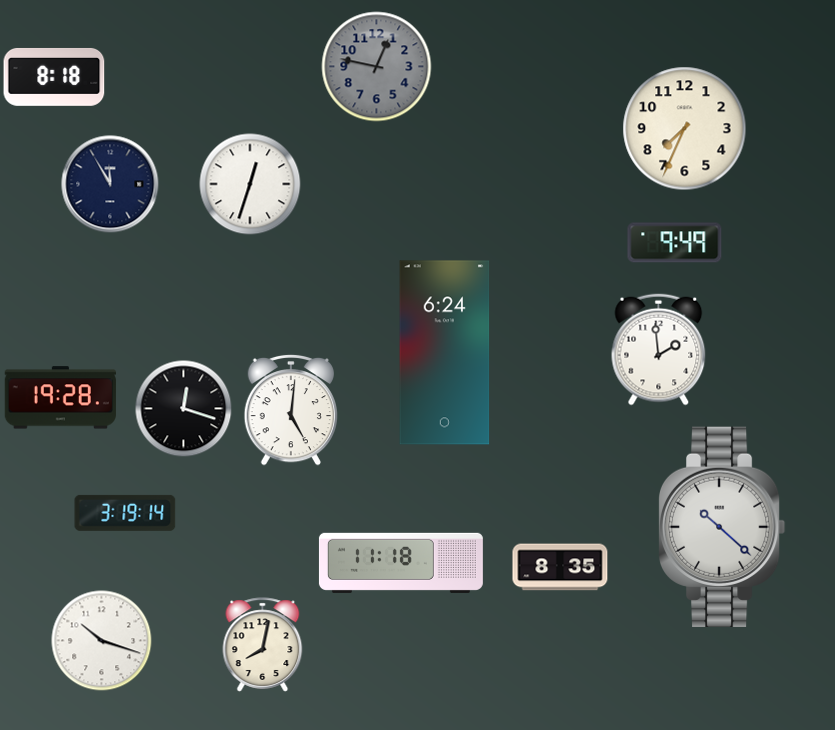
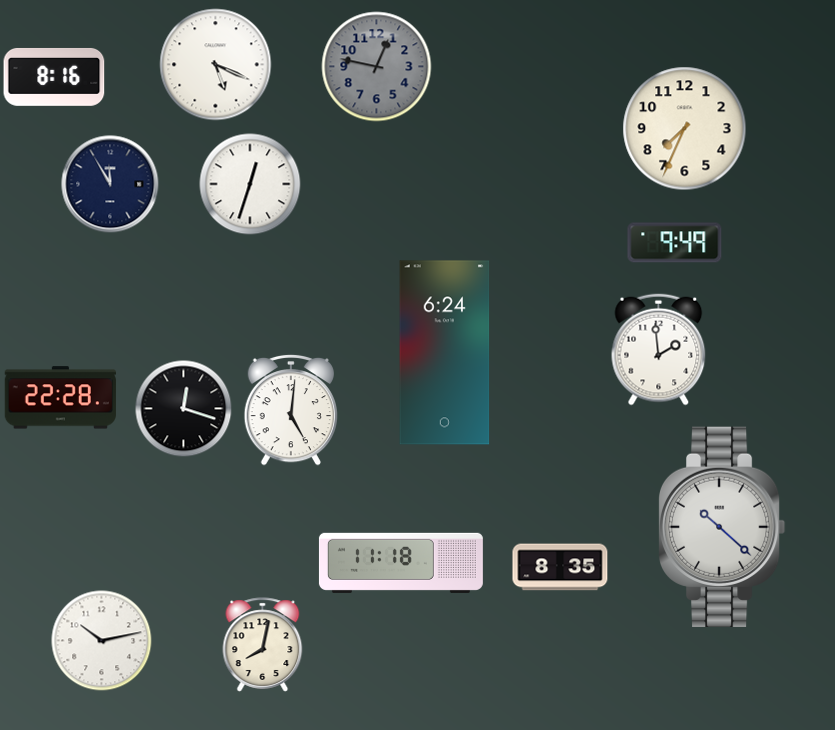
clock at (216, 65): none -> 5:19
clock at (54, 77): 8:18 -> 8:16
clock at (60, 398): 19:28 -> 22:28
clock at (125, 513): 3:19 -> none
clock at (102, 641): 10:18 -> 10:13
